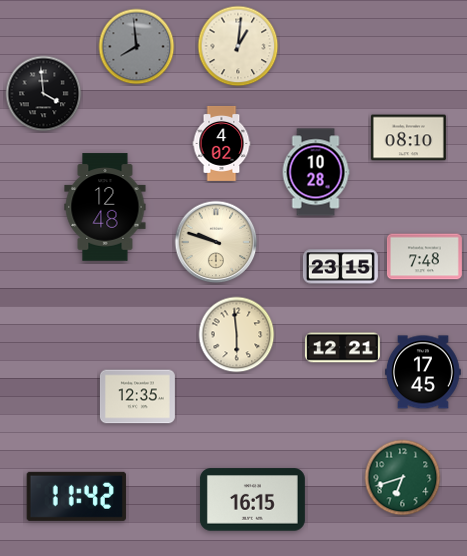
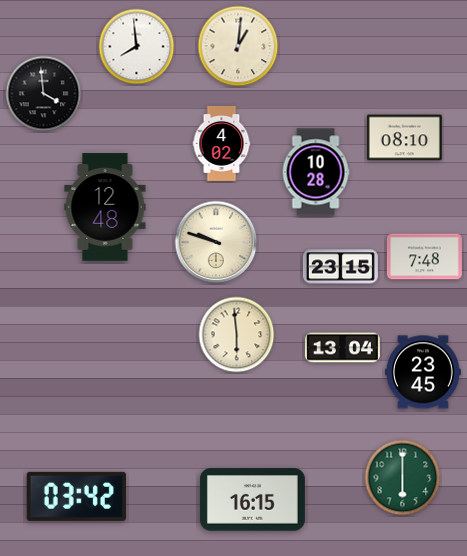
clock at (137, 47) dial: grey -> white
clock at (408, 138) position: (408, 138) -> (404, 138)
clock at (342, 348): 12:21 -> 13:04
clock at (423, 372): 17:45 -> 23:45
clock at (137, 397): 12:35 -> none
clock at (403, 478): 6:42 -> 6:00
clock at (76, 496): 11:42 -> 03:42
